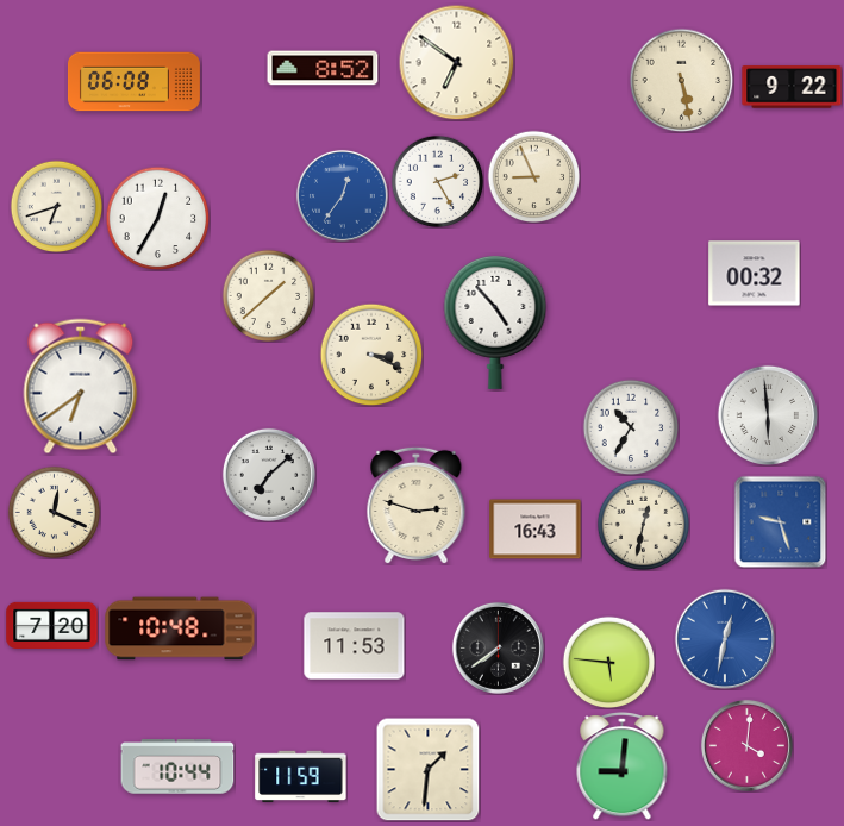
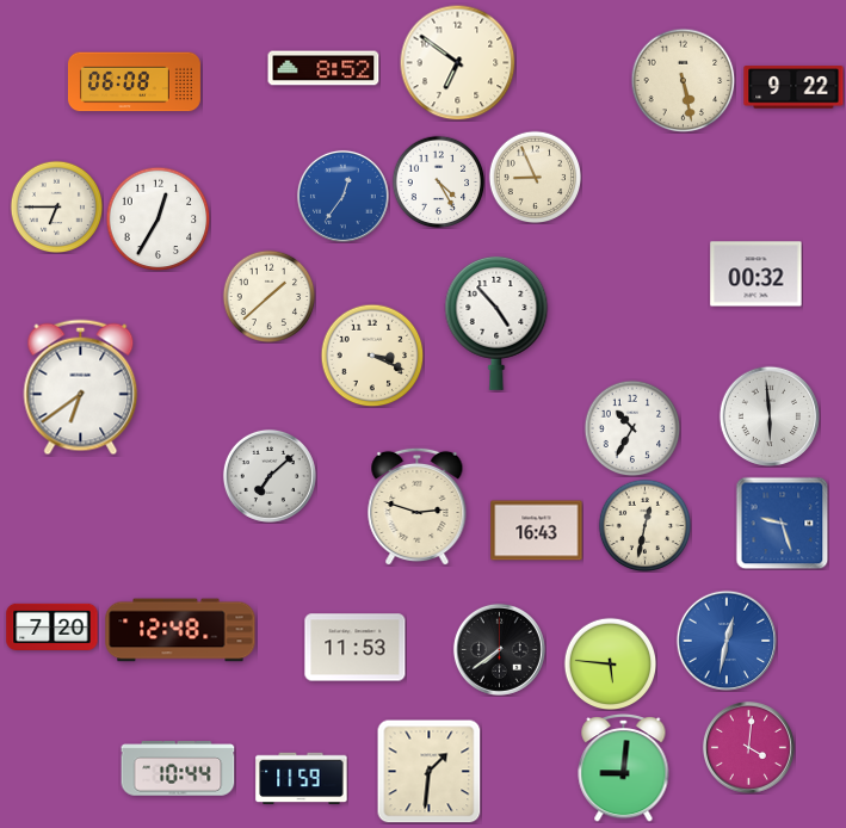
clock at (437, 181): 2:25 -> 4:25
clock at (56, 206): 6:42 -> 6:45
clock at (54, 512): 12:19 -> none
clock at (180, 628): 10:48 -> 12:48
